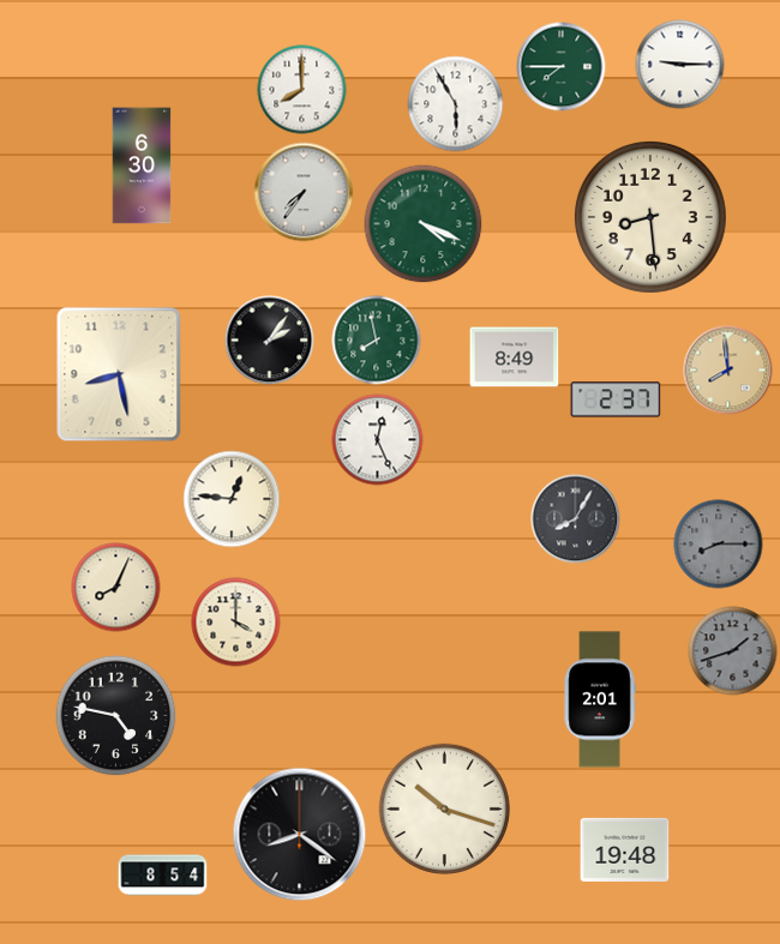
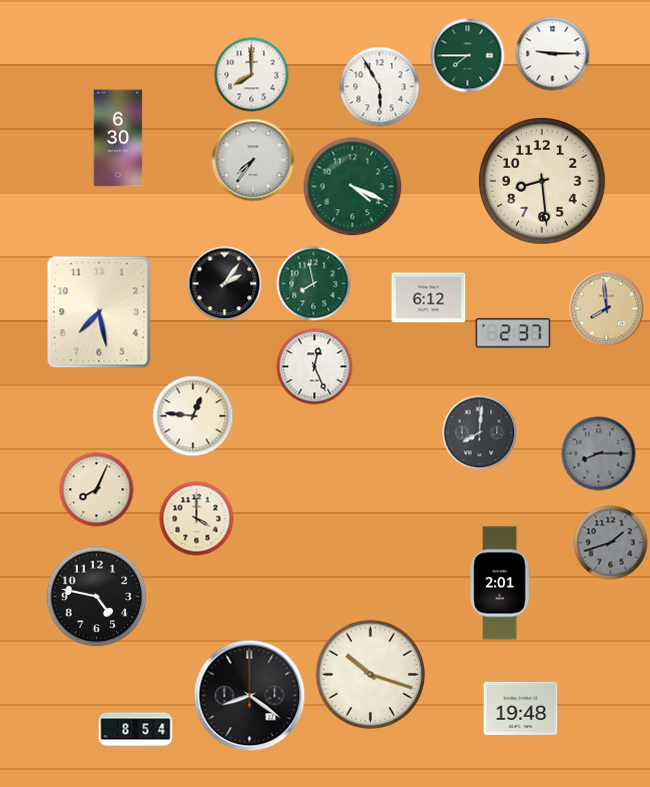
clock at (680, 65) position: (680, 65) -> (553, 54)
clock at (515, 357): 8:49 -> 6:12
clock at (119, 374): 8:28 -> 7:28
clock at (576, 519): 8:05 -> 8:01
